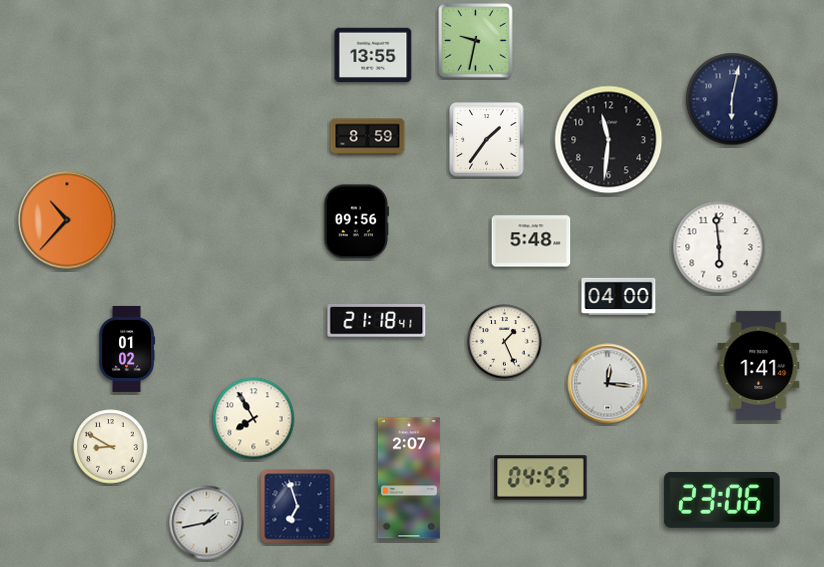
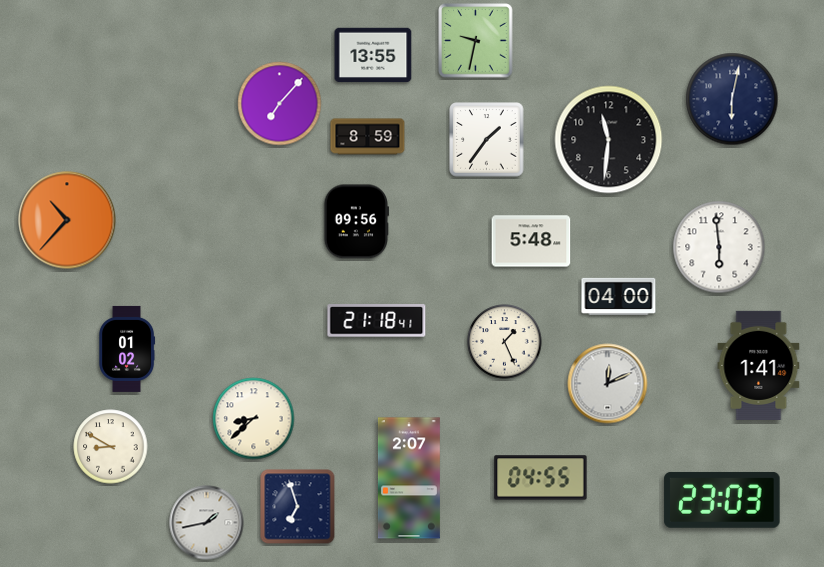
clock at (280, 104): none -> 7:07
clock at (608, 384): 12:16 -> 12:11
clock at (254, 419): 7:55 -> 8:38
clock at (722, 500): 23:06 -> 23:03
